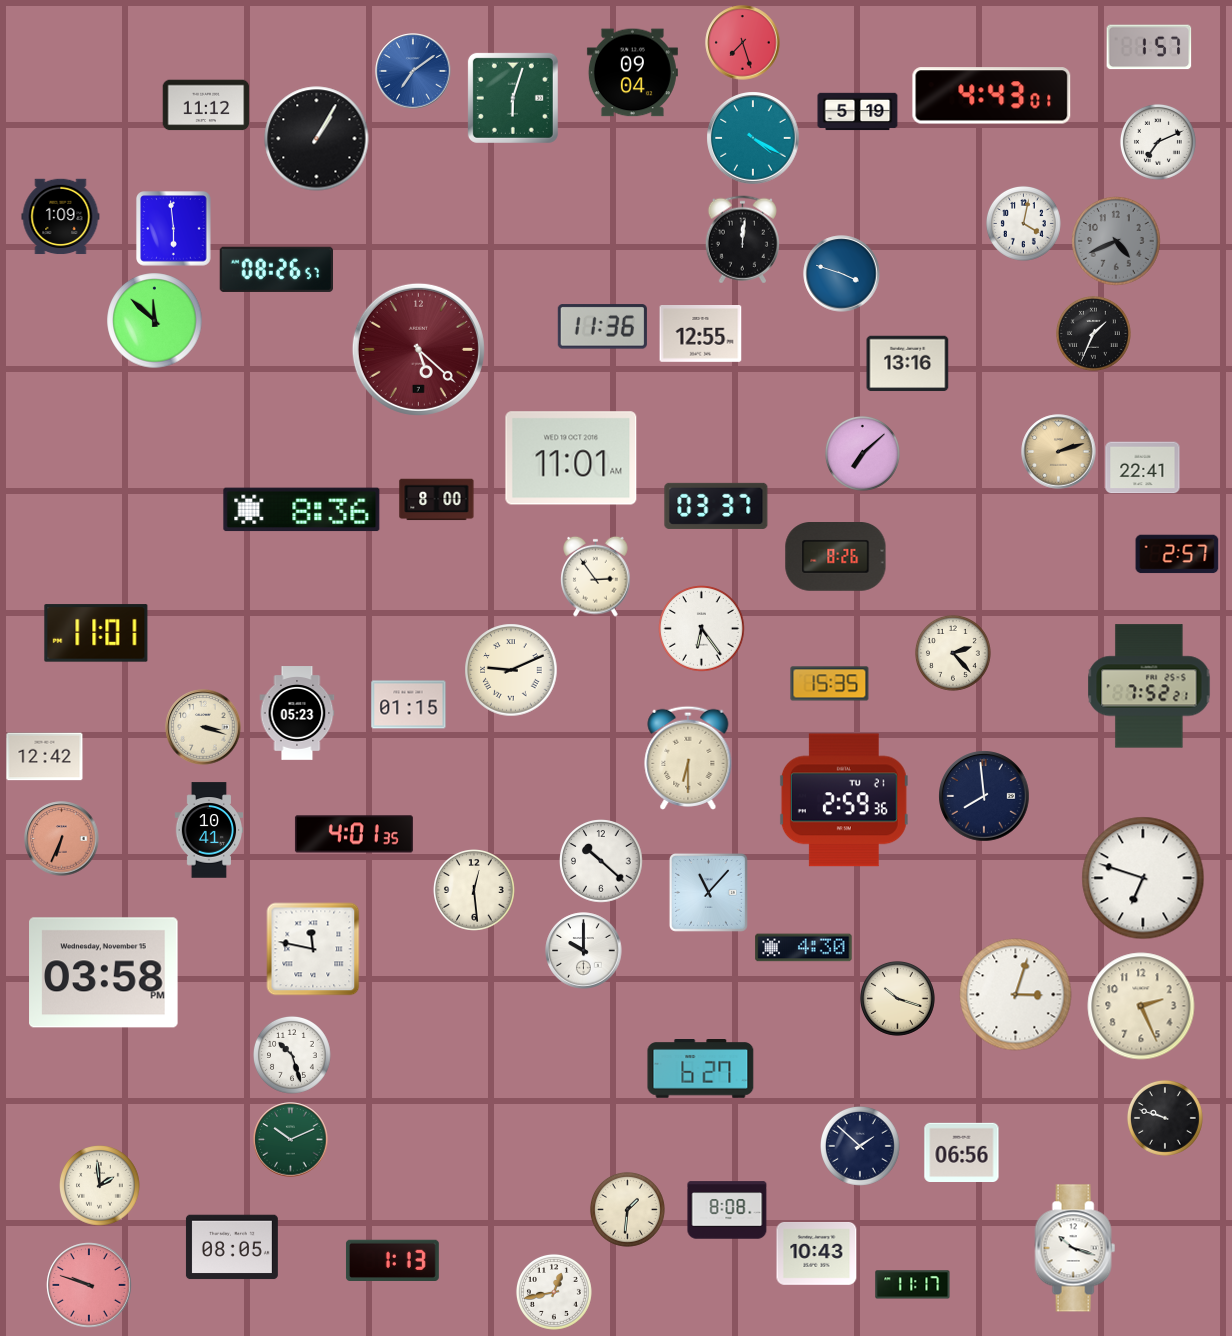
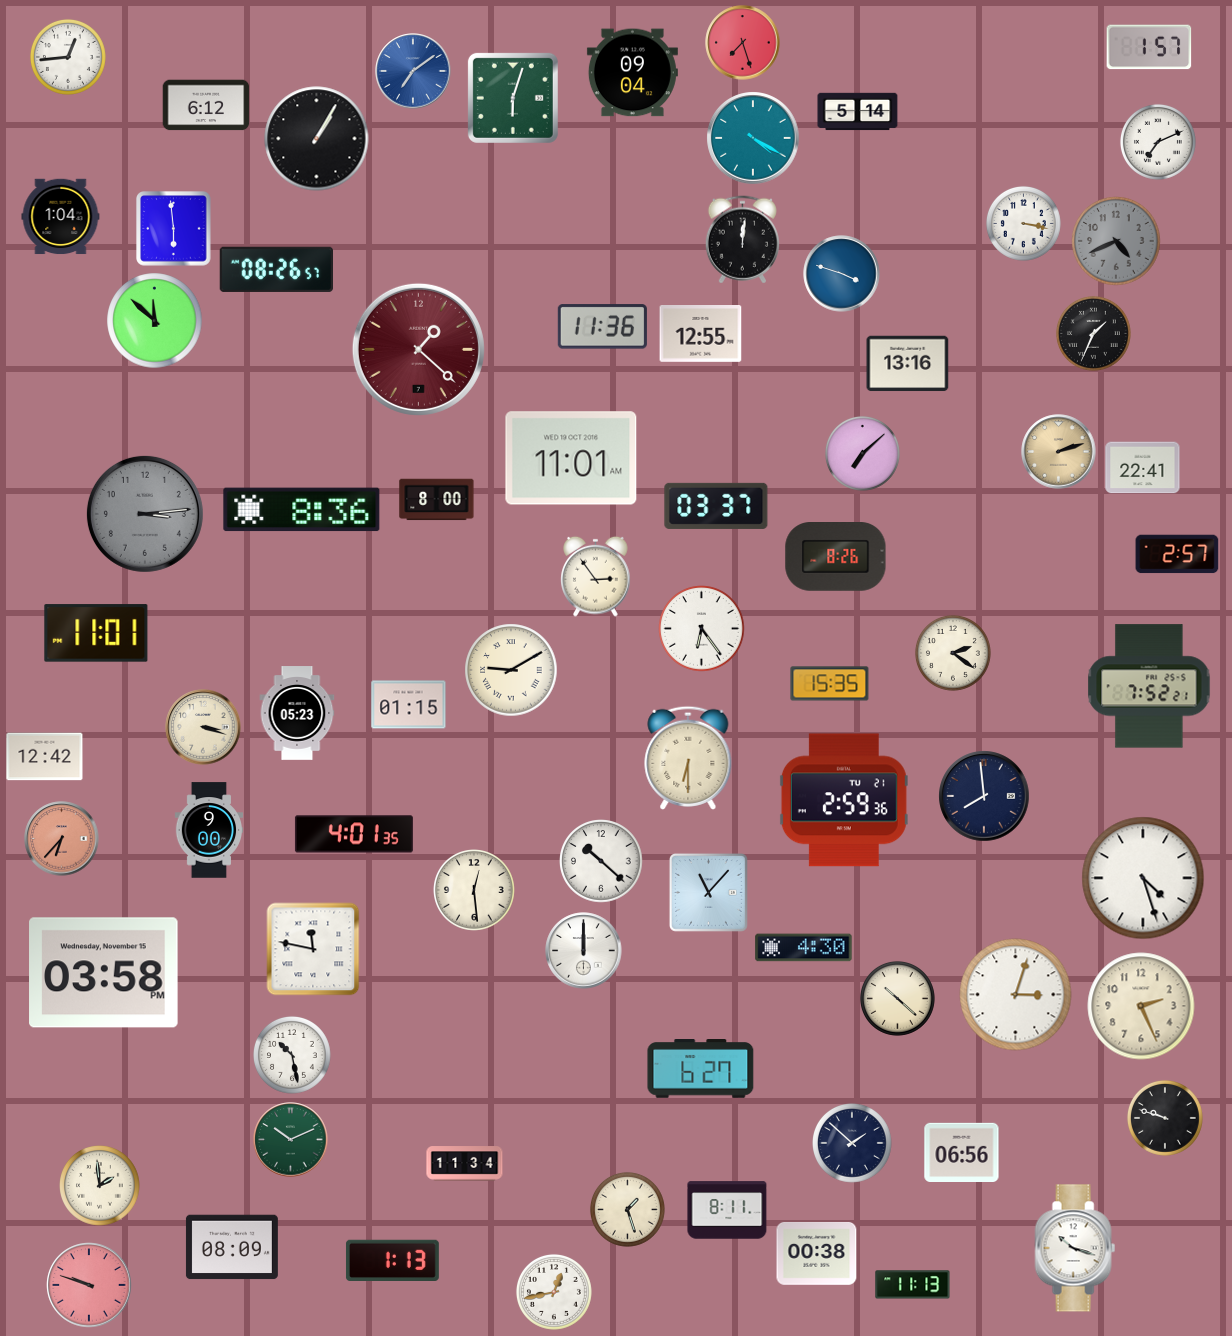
clock at (68, 57): none -> 12:44
clock at (992, 96): 4:43 -> none
clock at (206, 105): 11:12 -> 6:12
clock at (858, 112): 5:19 -> 5:14
clock at (61, 217): 1:09 -> 1:04
clock at (1023, 223): 4:02 -> 3:17
clock at (418, 349): 5:22 -> 1:22
clock at (145, 514): none -> 3:14
clock at (953, 653): 2:23 -> 2:21
clock at (511, 670): 9:11 -> 9:10
clock at (208, 830): 10:41 -> 9:00
clock at (62, 839): 6:34 -> 6:37
clock at (1143, 878): 6:48 -> 4:27
clock at (584, 951): 10:00 -> 12:00
clock at (897, 998): 10:18 -> 10:22
clock at (293, 1055): 10:27 -> 10:28
clock at (861, 1147) position: (861, 1147) -> (853, 1144)
clock at (465, 1164): none -> 11:34
clock at (627, 1209): 1:31 -> 1:27
clock at (727, 1210): 8:08 -> 8:11
clock at (232, 1247): 08:05 -> 08:09
clock at (817, 1254): 10:43 -> 00:38
clock at (913, 1285): 11:17 -> 11:13
